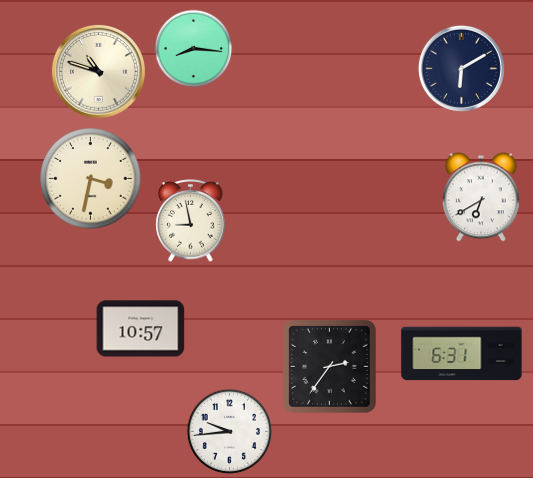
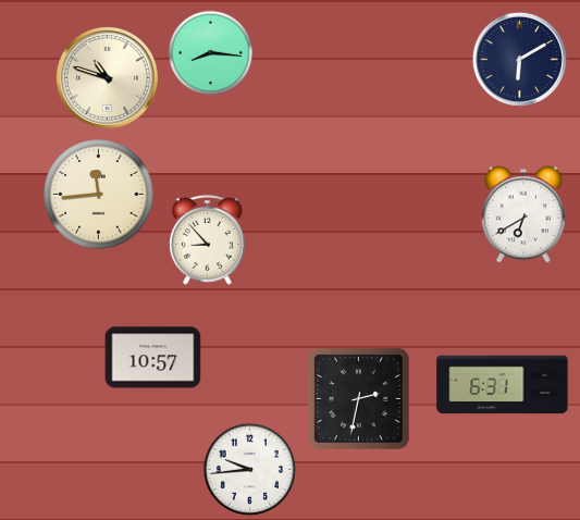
clock at (461, 68) position: (461, 68) -> (519, 59)
clock at (91, 179): 3:32 -> 11:44
clock at (191, 221): 8:58 -> 8:53
clock at (329, 366): 2:36 -> 2:32
